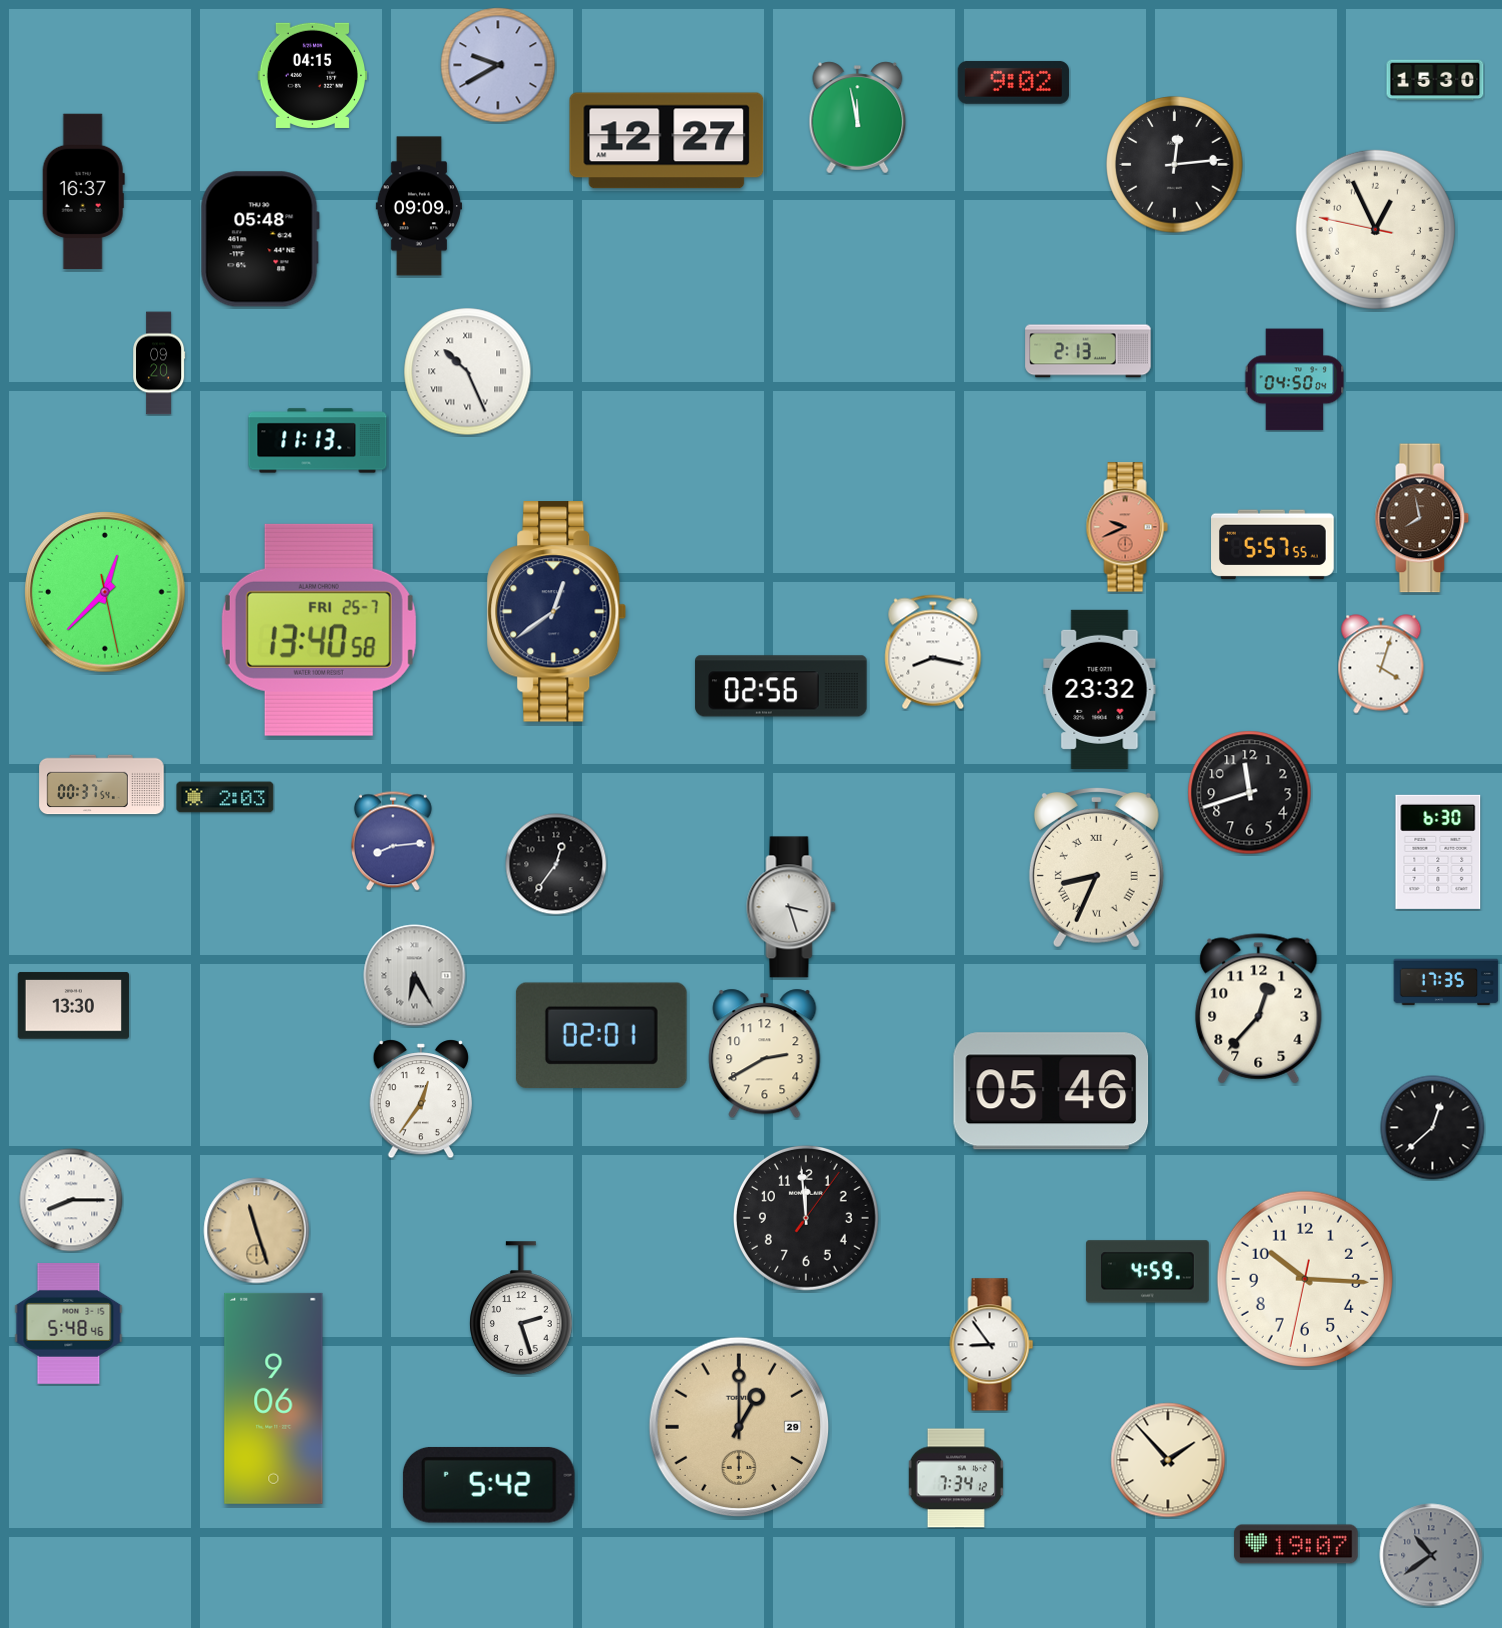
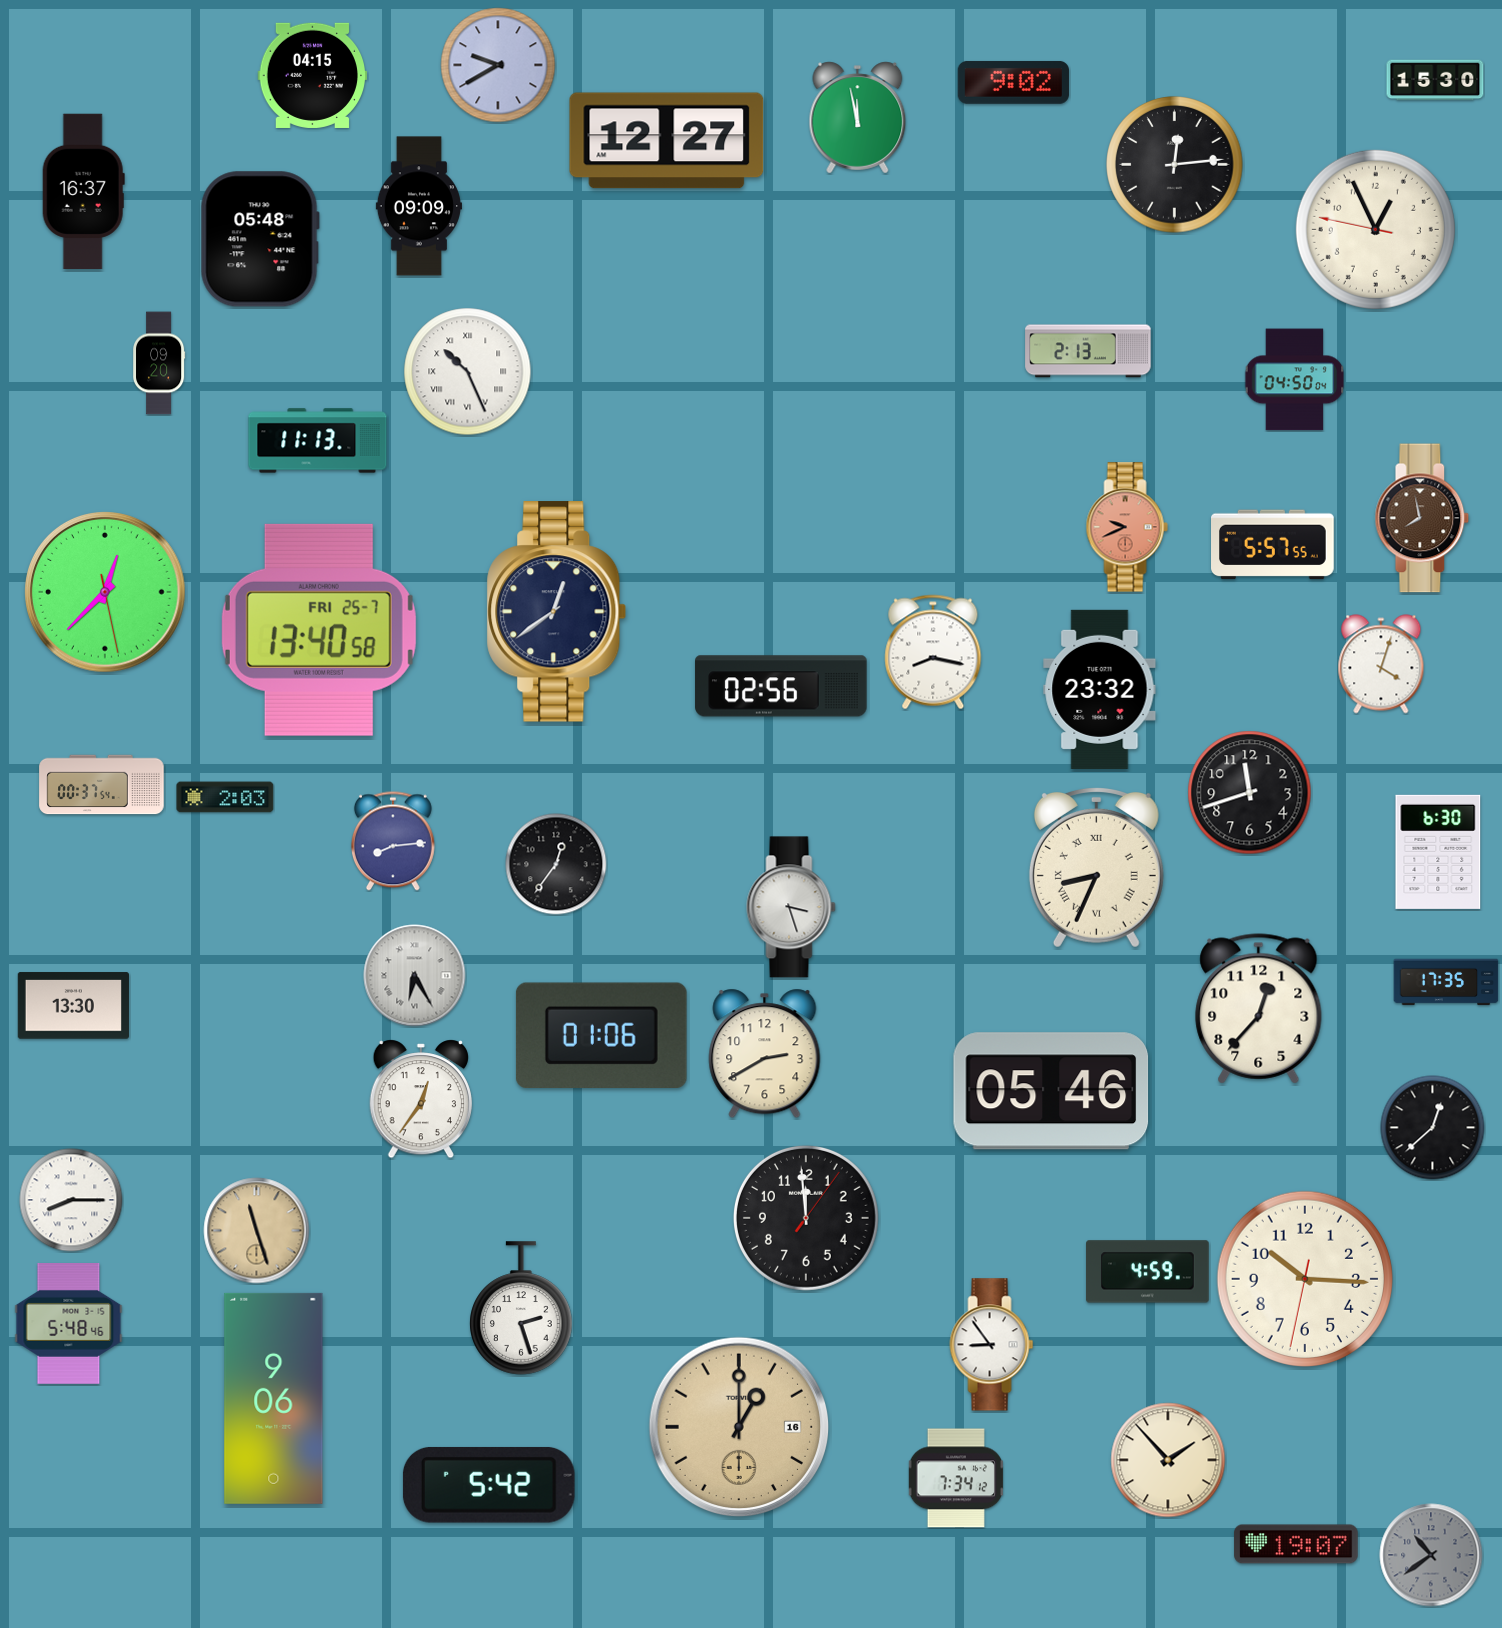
clock at (601, 1035): 02:01 -> 01:06
clock at (739, 1427) date: 29 -> 16
